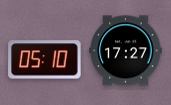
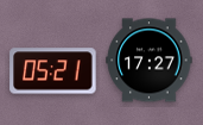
clock at (45, 60): 05:10 -> 05:21
